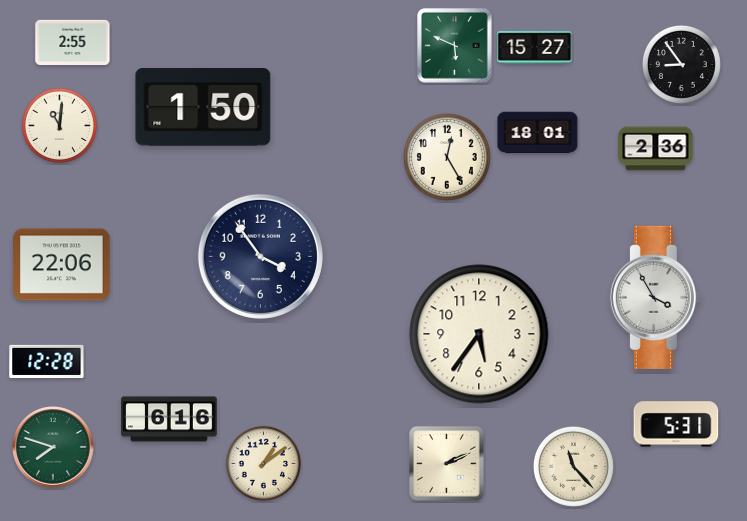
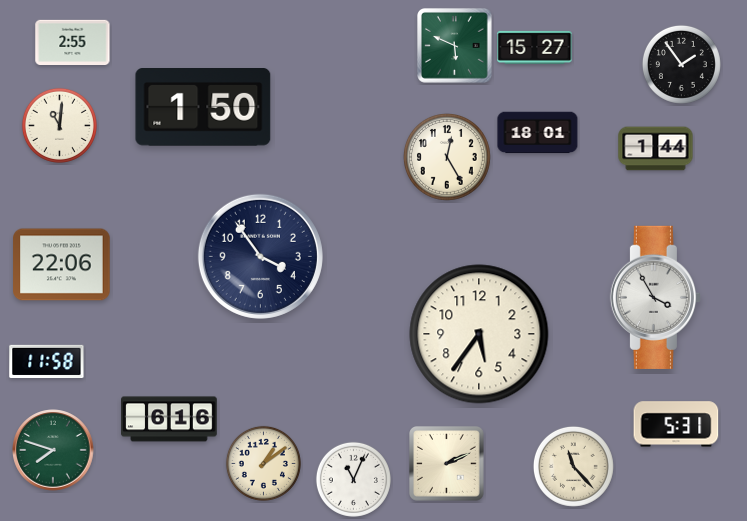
clock at (681, 64): 8:54 -> 1:54
clock at (656, 149): 2:36 -> 1:44
clock at (47, 361): 12:28 -> 11:58
clock at (53, 447) position: (53, 447) -> (53, 450)
clock at (353, 479): none -> 11:04
